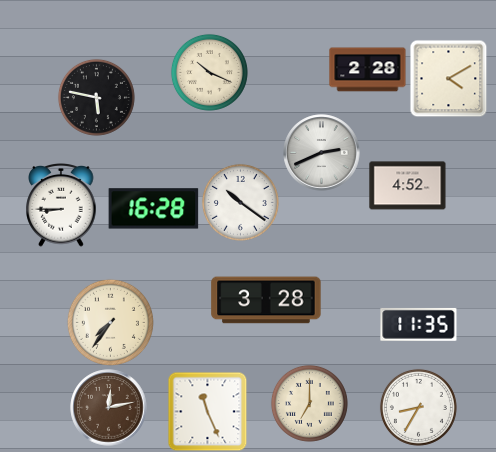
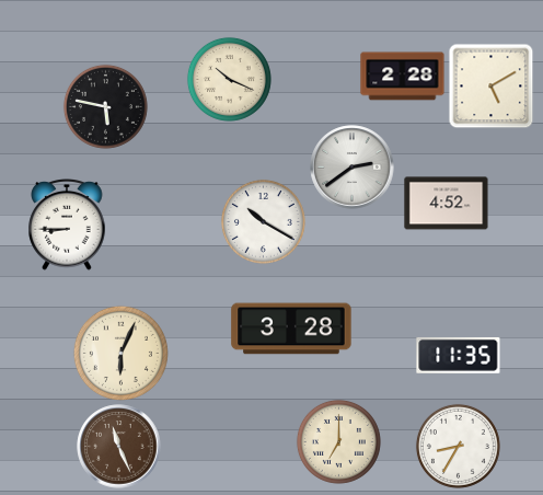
clock at (448, 78): 4:10 -> 5:10
clock at (322, 153): 2:41 -> 2:39
clock at (240, 202): 10:21 -> 10:20
clock at (154, 209): 16:28 -> none
clock at (110, 322): 7:36 -> 6:04
clock at (109, 408): 12:13 -> 11:26
clock at (207, 411): 11:26 -> none
